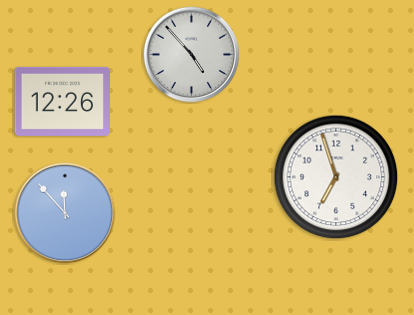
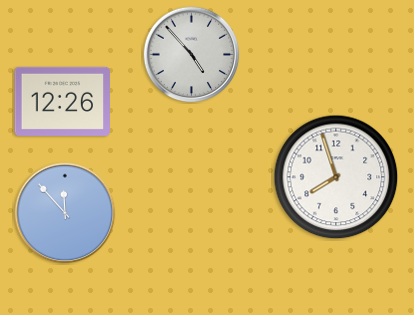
clock at (336, 177): 6:57 -> 7:57
